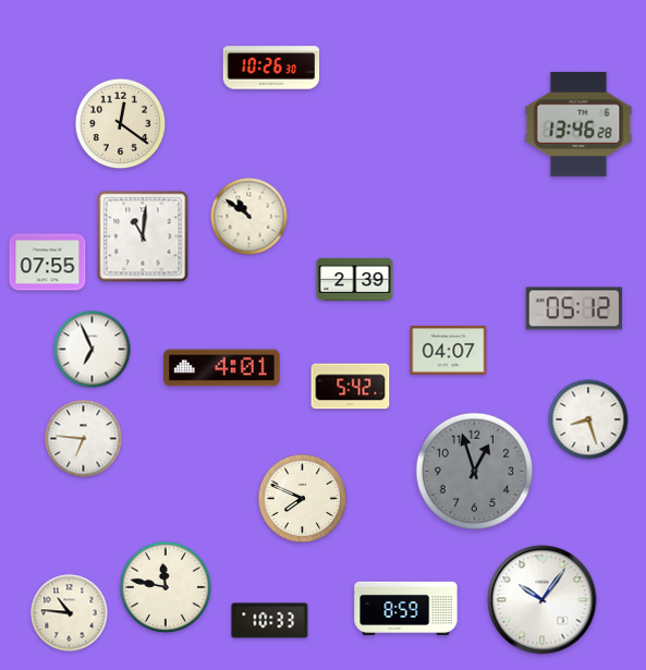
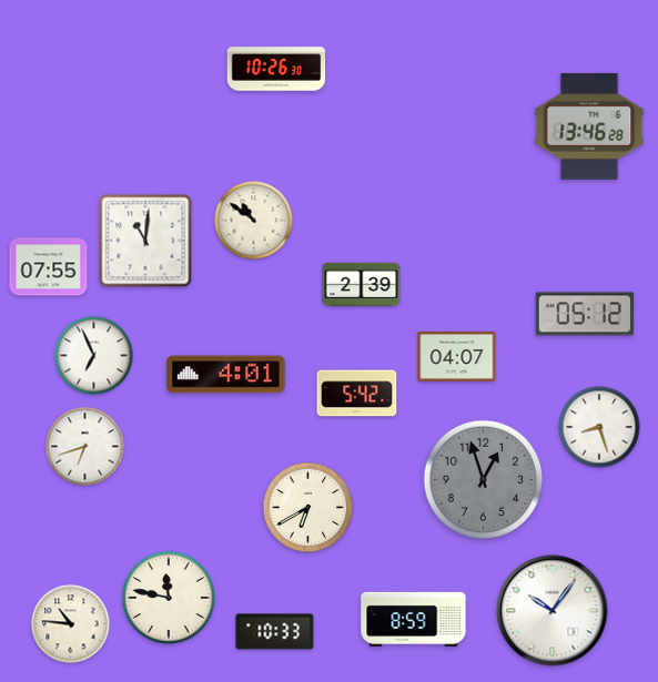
clock at (121, 124): 12:21 -> none
clock at (84, 439): 6:46 -> 6:42
clock at (303, 499): 7:49 -> 6:40
